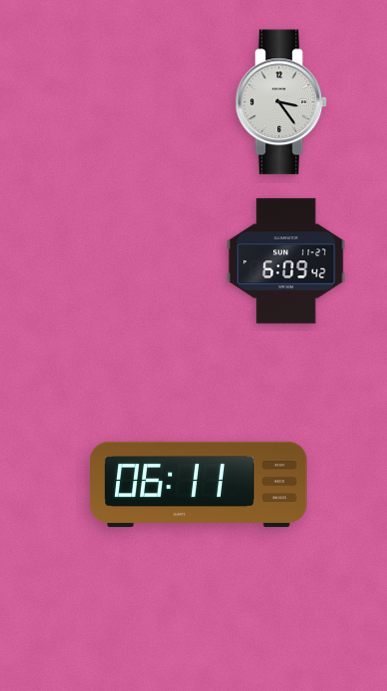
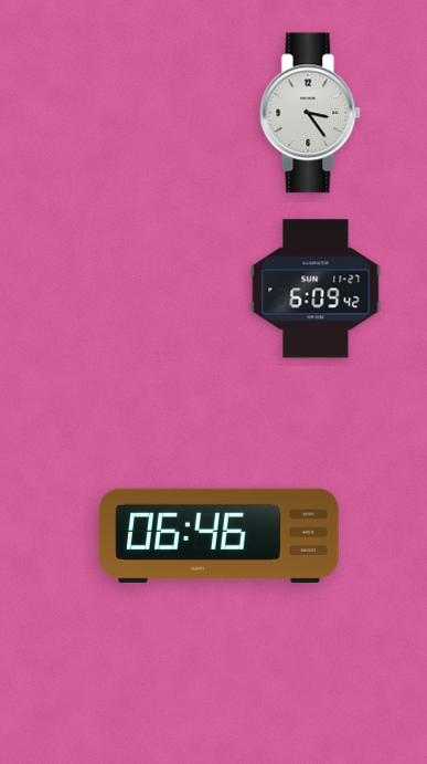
clock at (199, 484): 06:11 -> 06:46
